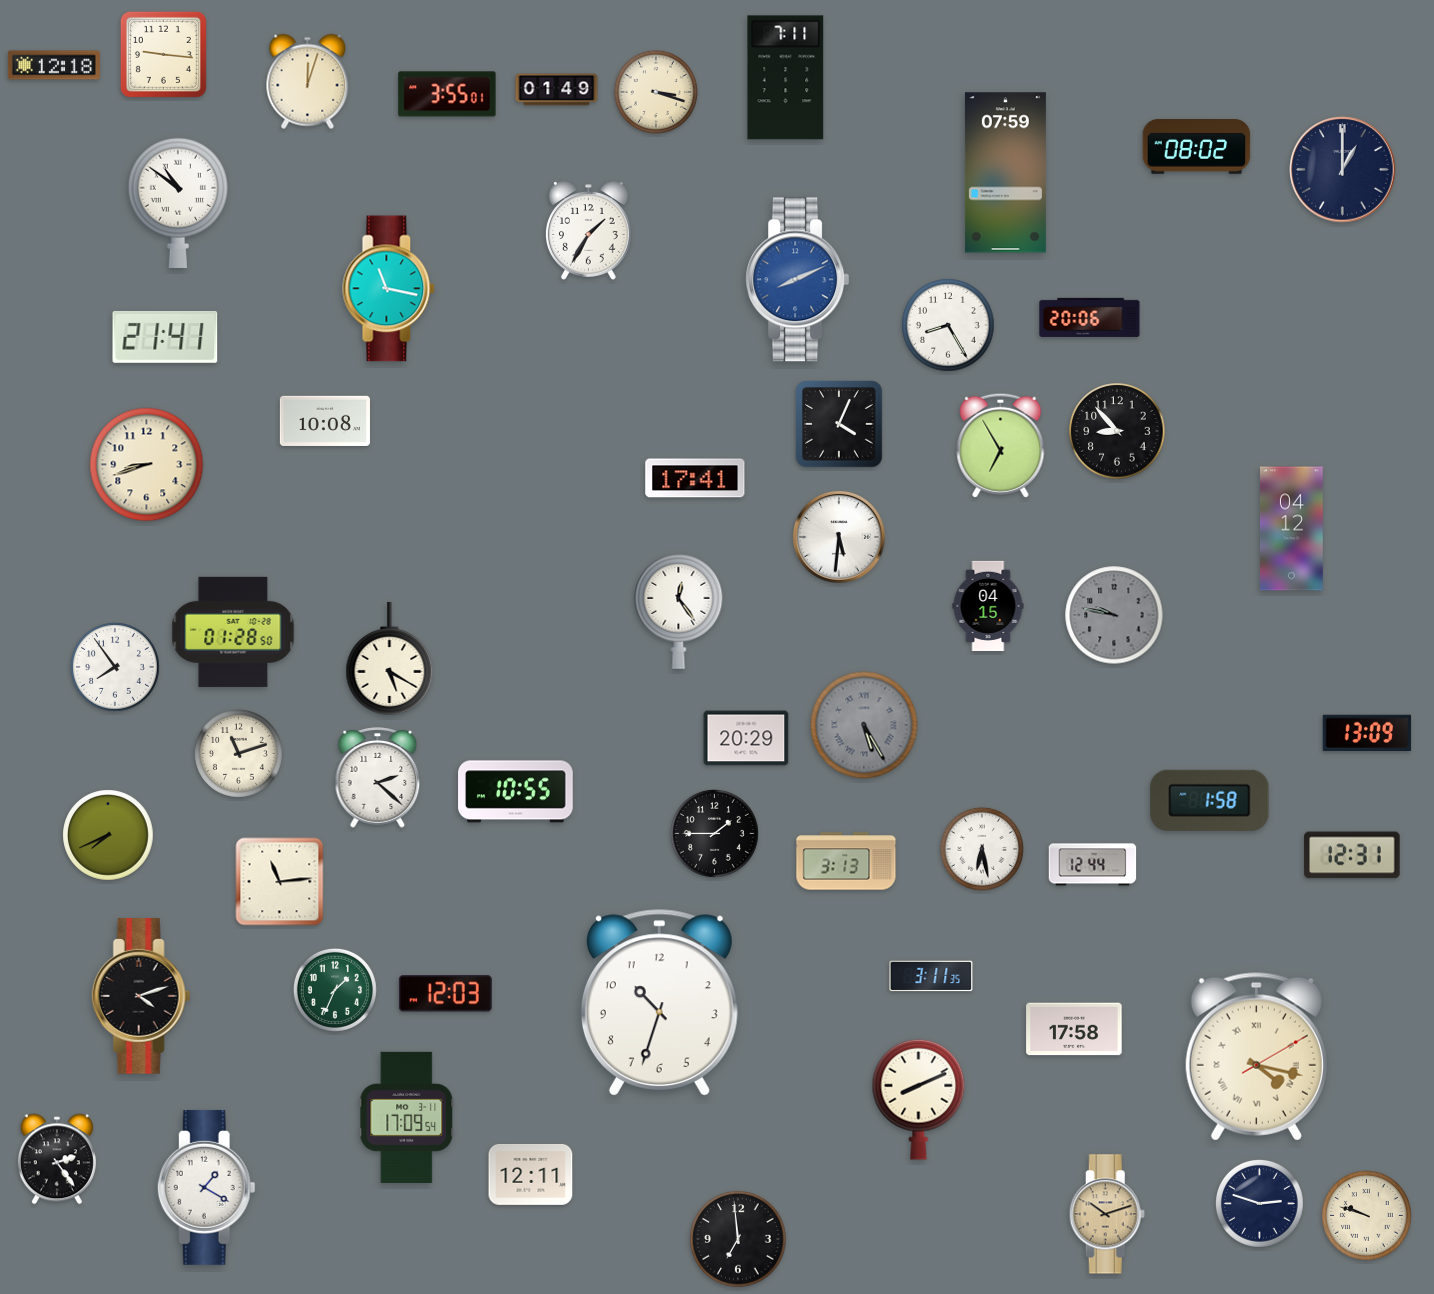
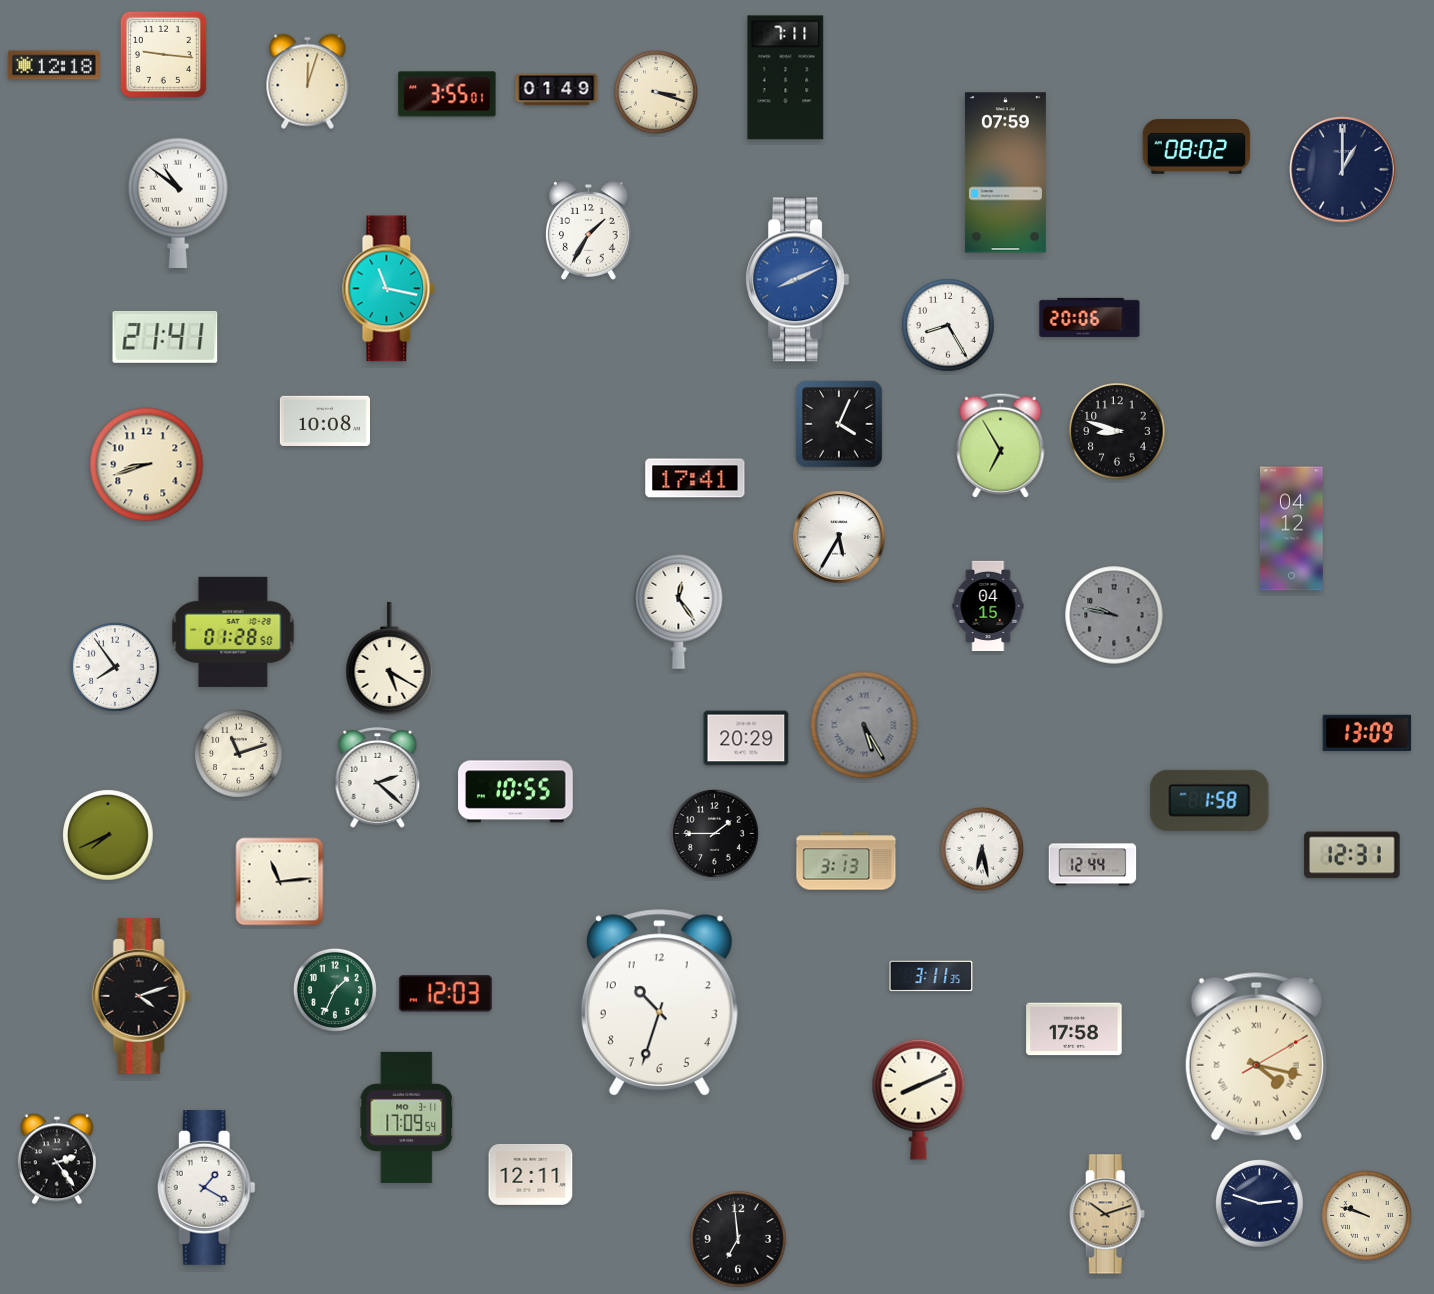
clock at (1117, 431): 8:53 -> 8:48
clock at (839, 537): 5:31 -> 5:35
